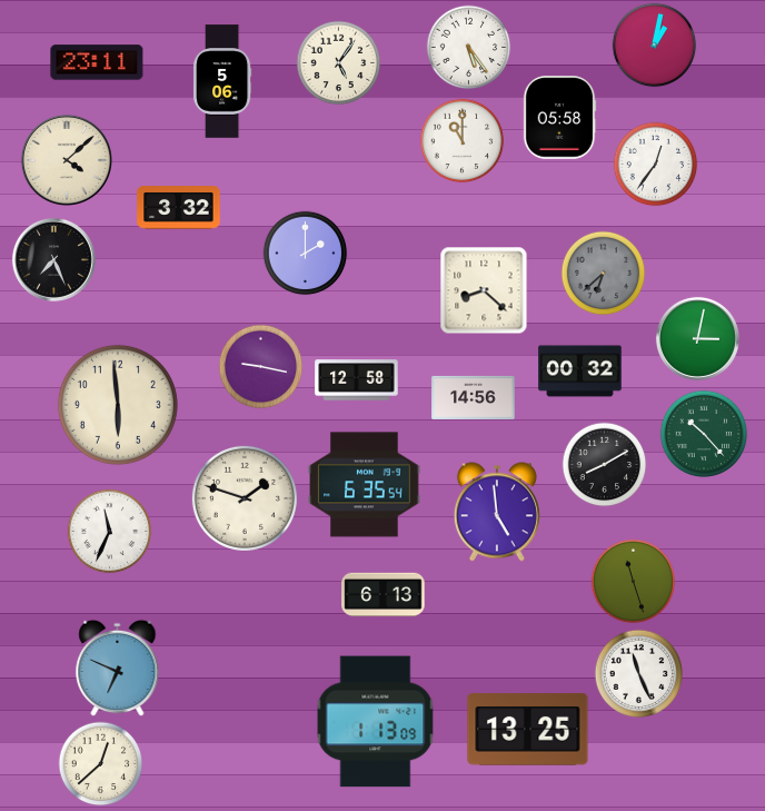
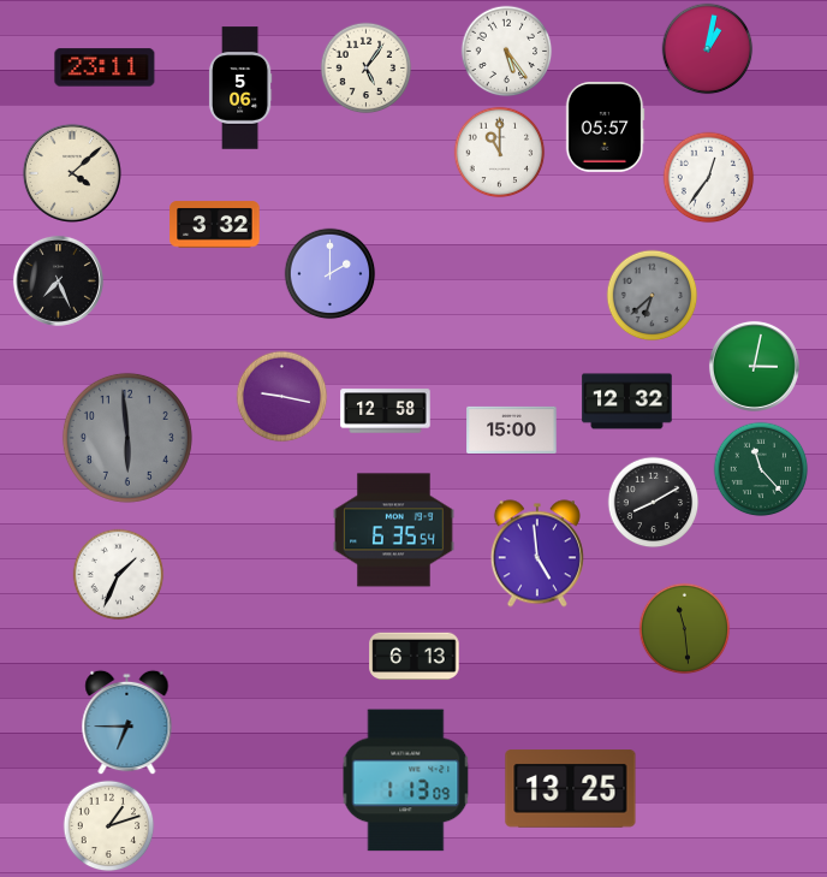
clock at (559, 118): 05:58 -> 05:57
clock at (179, 208) position: (179, 208) -> (215, 225)
clock at (484, 290): 8:22 -> none
clock at (580, 372): 00:32 -> 12:32
clock at (474, 397): 14:56 -> 15:00
clock at (118, 405) dial: cream -> grey
clock at (704, 434): 10:23 -> 11:23
clock at (365, 485) position: (365, 485) -> (394, 531)
clock at (245, 498): 1:48 -> none
clock at (110, 532): 11:34 -> 1:34
clock at (634, 582): 11:27 -> 11:29
clock at (384, 595) position: (384, 595) -> (415, 657)
clock at (118, 669): 6:49 -> 6:45
clock at (639, 674): 11:26 -> none
clock at (101, 764): 12:38 -> 1:12
